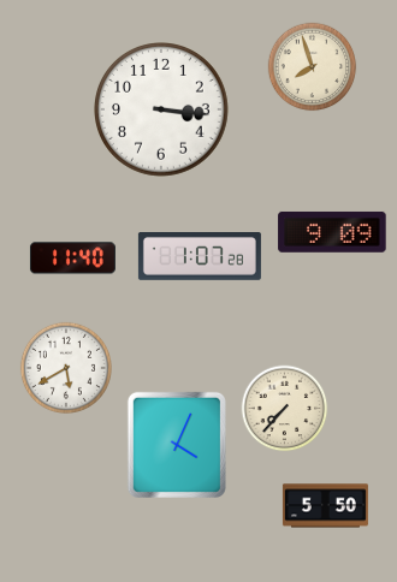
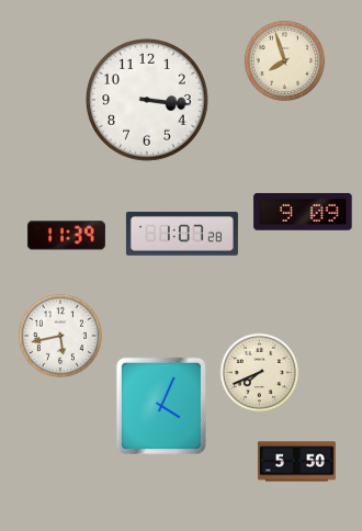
clock at (72, 259): 11:40 -> 11:39
clock at (66, 368): 5:40 -> 5:43
clock at (285, 409): 7:37 -> 7:41
